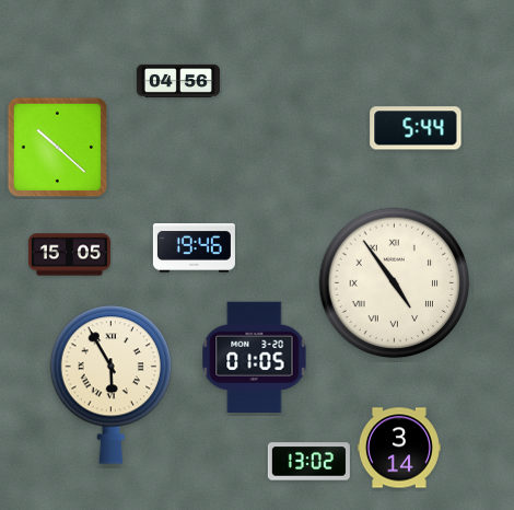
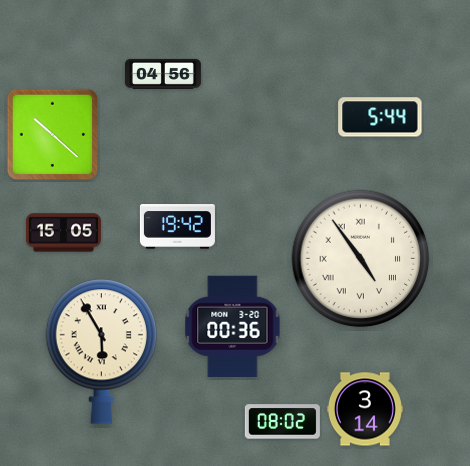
clock at (194, 248): 19:46 -> 19:42
clock at (255, 358): 01:05 -> 00:36
clock at (308, 462): 13:02 -> 08:02
